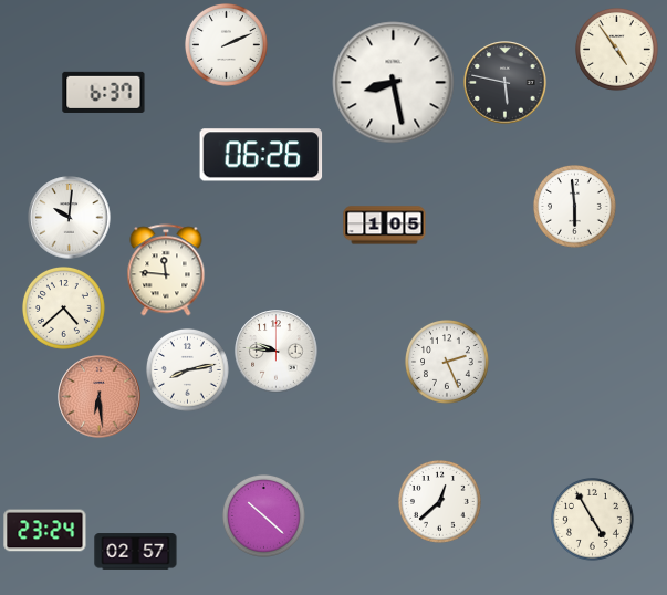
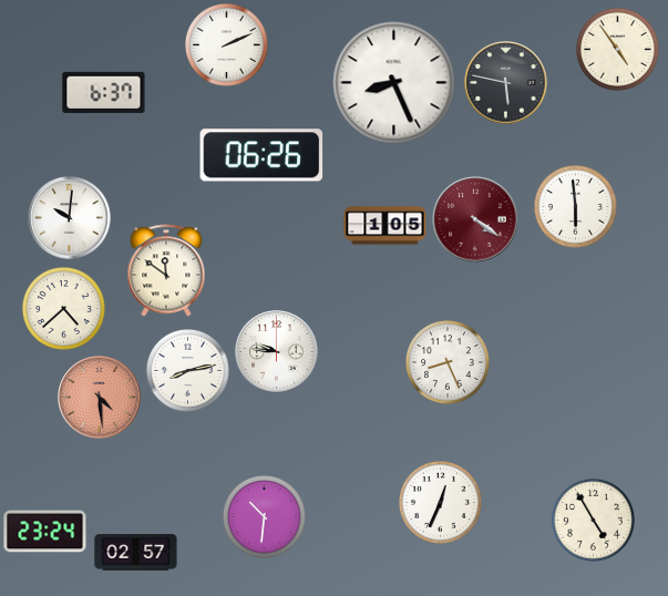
clock at (394, 83): 8:28 -> 8:26
clock at (475, 219): none -> 4:21
clock at (166, 270): 11:46 -> 11:51
clock at (448, 363): 2:26 -> 8:26
clock at (100, 397): 6:29 -> 4:29
clock at (440, 502): 12:38 -> 12:34
clock at (264, 516): 10:22 -> 10:31
